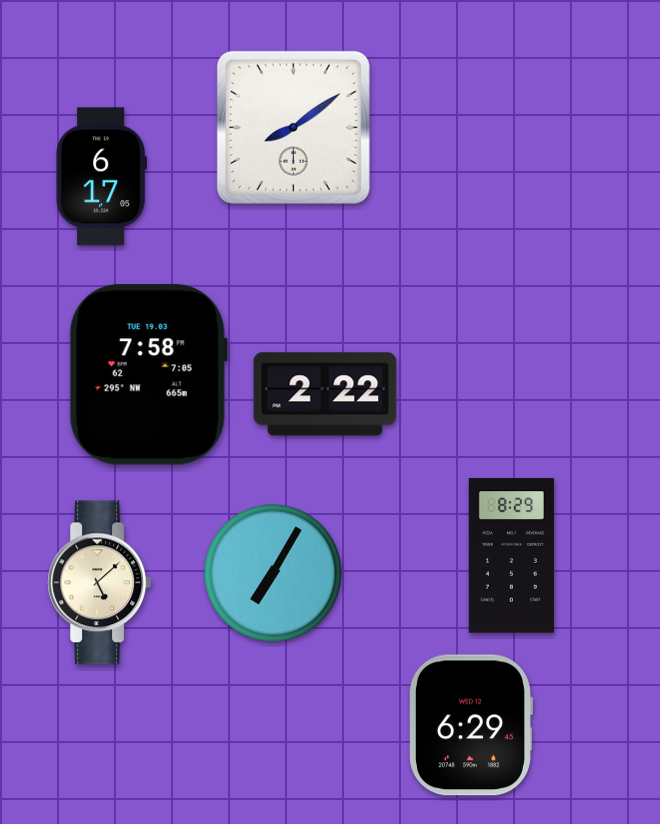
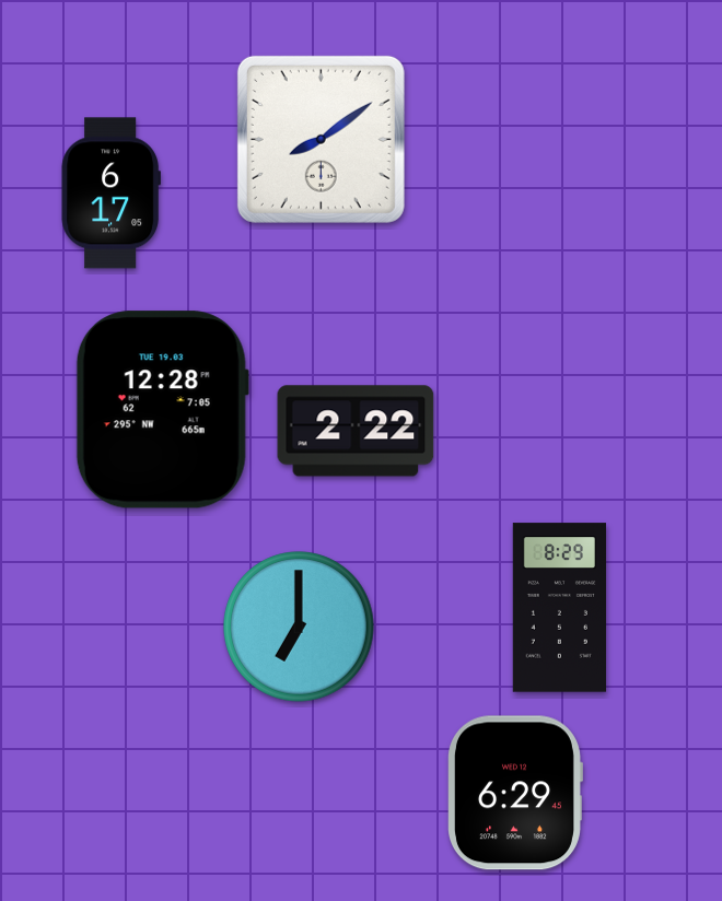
clock at (148, 375): 7:58 -> 12:28
clock at (273, 573): 7:05 -> 7:00
clock at (100, 583): 5:08 -> none
